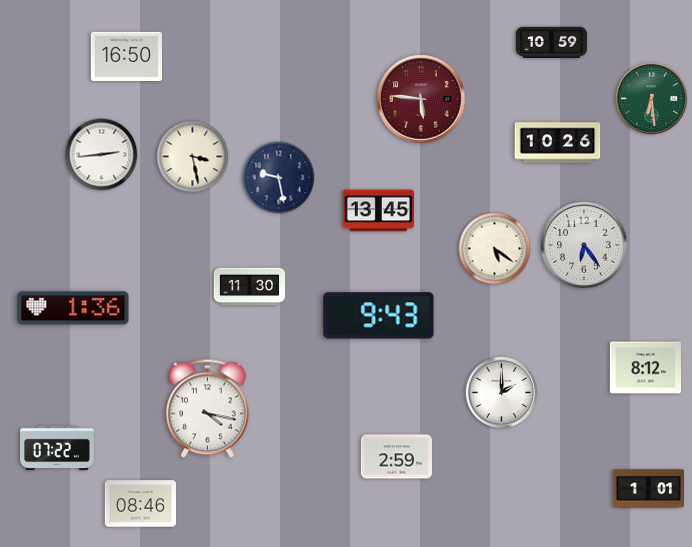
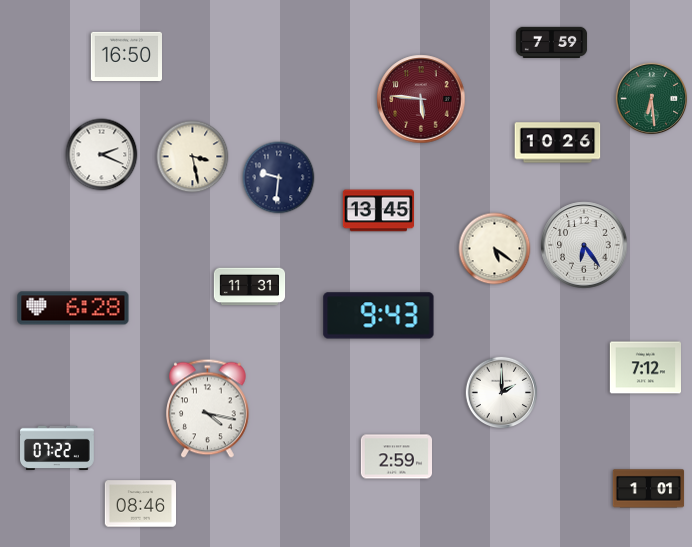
clock at (552, 42): 10:59 -> 7:59
clock at (102, 155): 2:44 -> 2:19
clock at (279, 178): 9:28 -> 9:31
clock at (250, 287): 11:30 -> 11:31
clock at (73, 308): 1:36 -> 6:28
clock at (645, 368): 8:12 -> 7:12
